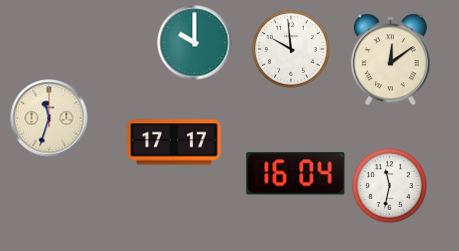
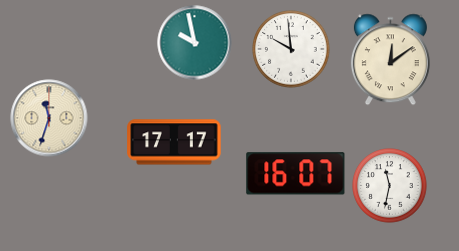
clock at (195, 43): 10:00 -> 9:58
clock at (296, 174): 16:04 -> 16:07
